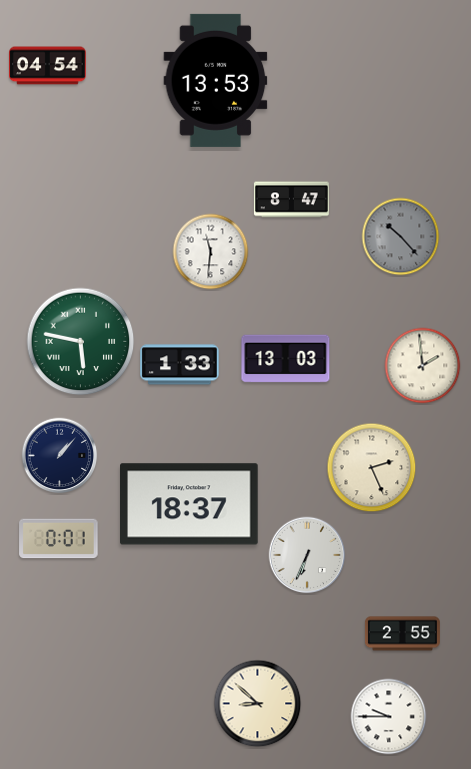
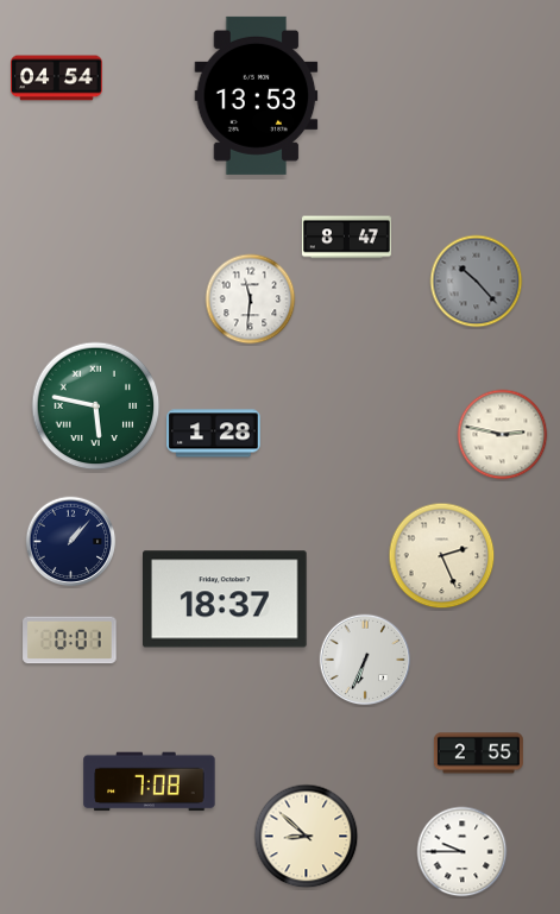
clock at (286, 359): 13:03 -> none
clock at (180, 365): 1:33 -> 1:28
clock at (423, 366): 1:59 -> 2:47
clock at (150, 782): none -> 7:08
